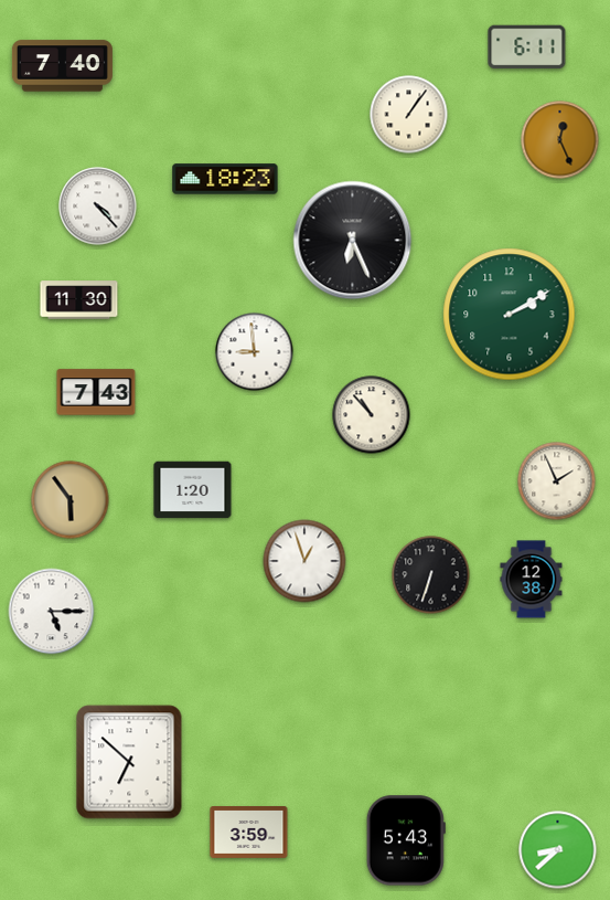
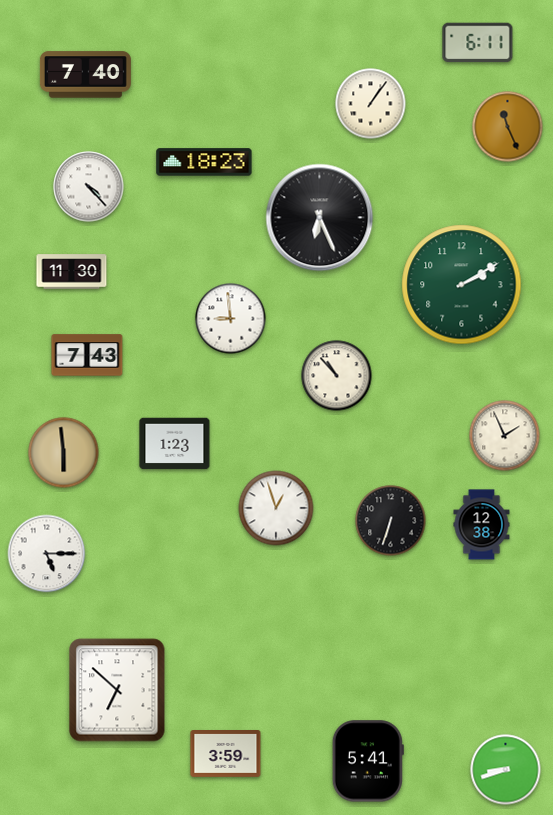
clock at (62, 66) position: (62, 66) -> (85, 75)
clock at (560, 140): 12:26 -> 11:26
clock at (193, 490): 1:20 -> 1:23
clock at (71, 500): 5:54 -> 5:59
clock at (406, 840): 5:43 -> 5:41
clock at (558, 850): 8:38 -> 8:42
